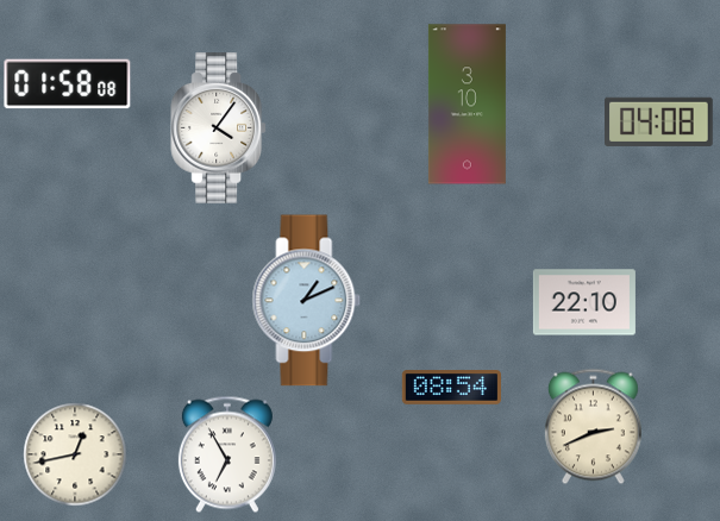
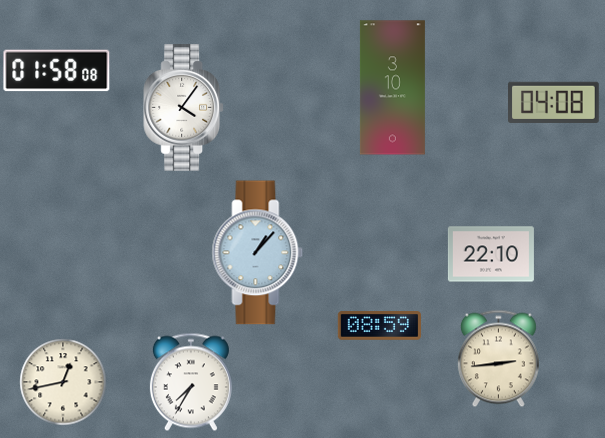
clock at (307, 301): 1:11 -> 1:07
clock at (451, 388): 08:54 -> 08:59
clock at (593, 427): 2:41 -> 2:44
clock at (227, 454): 6:55 -> 7:35
